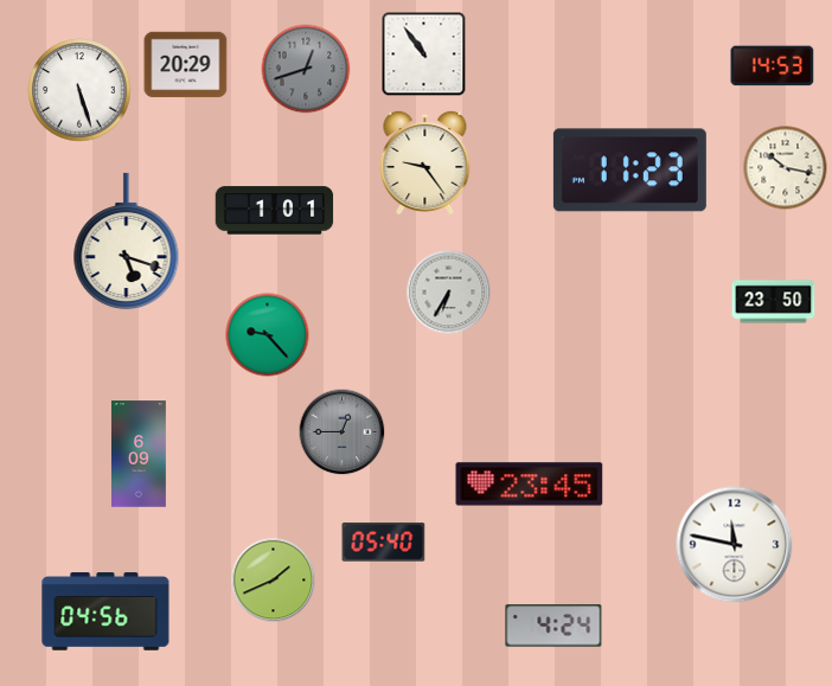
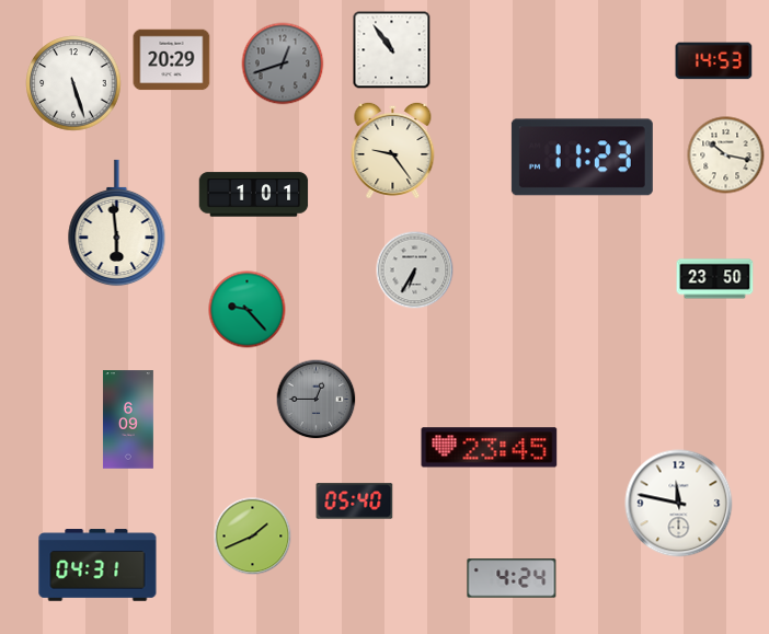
clock at (127, 242): 5:18 -> 5:59
clock at (105, 611): 04:56 -> 04:31
